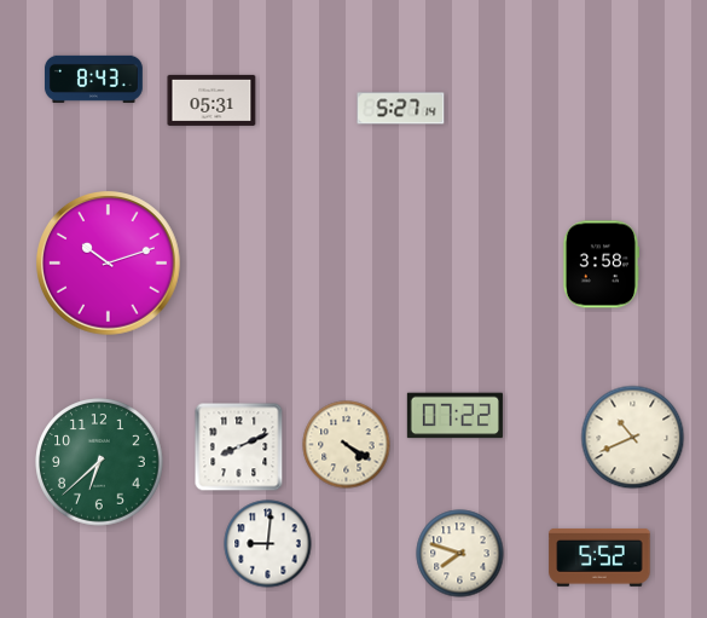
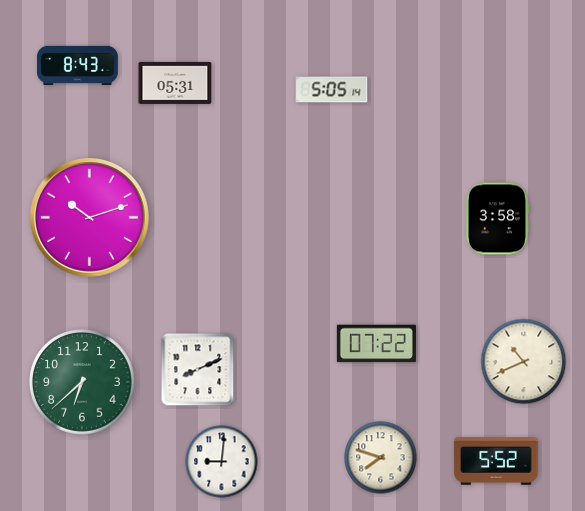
clock at (401, 109): 5:27 -> 5:05
clock at (347, 445): 4:20 -> none
clock at (268, 544) position: (268, 544) -> (222, 462)
